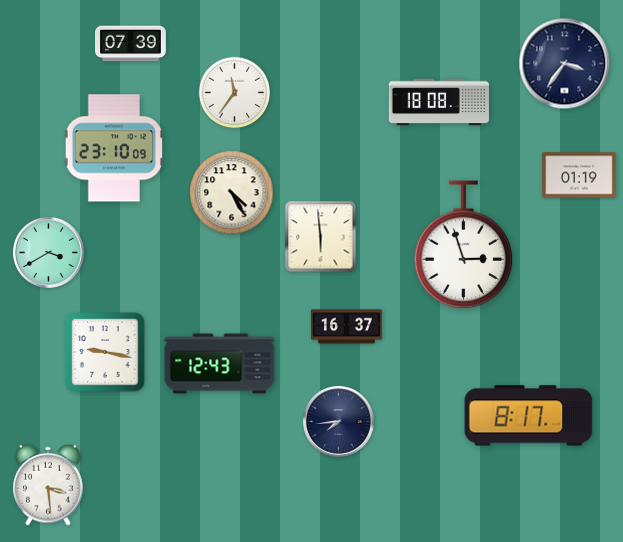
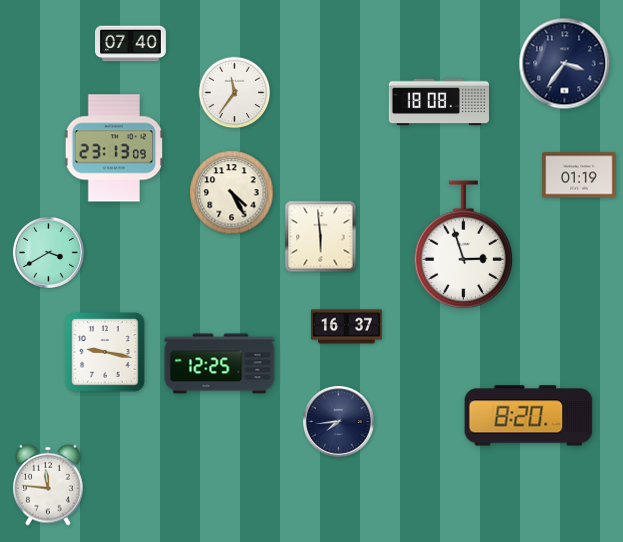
clock at (131, 44): 07:39 -> 07:40
clock at (114, 148): 23:10 -> 23:13
clock at (220, 364): 12:43 -> 12:25
clock at (529, 416): 8:17 -> 8:20
clock at (48, 485): 3:29 -> 11:46
